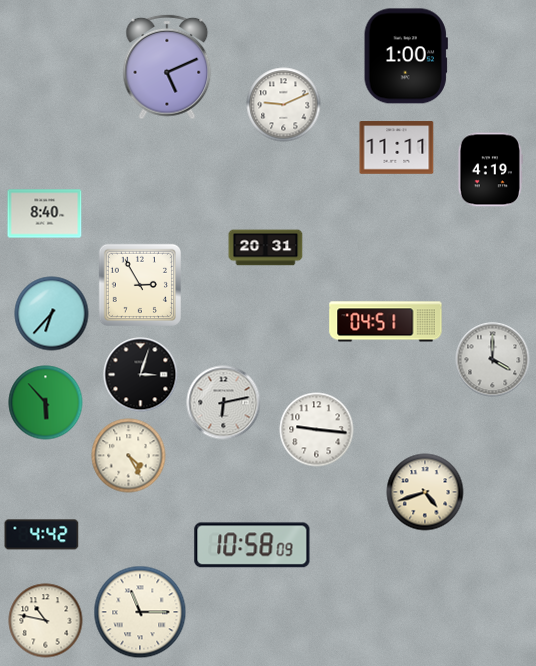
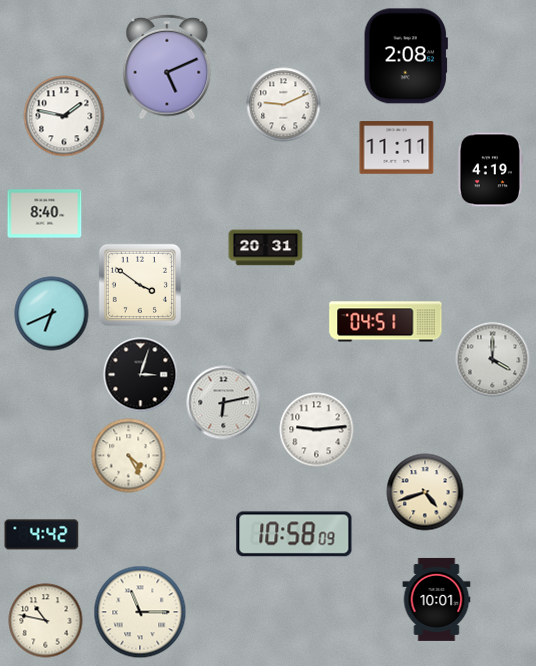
clock at (406, 56): 1:00 -> 2:08
clock at (64, 116): none -> 1:47
clock at (139, 284): 2:55 -> 3:51
clock at (52, 314): 6:37 -> 6:41
clock at (46, 403): 5:53 -> none
clock at (317, 430): 9:16 -> 9:14
clock at (252, 545) position: (252, 545) -> (294, 534)
clock at (437, 599): none -> 10:01
